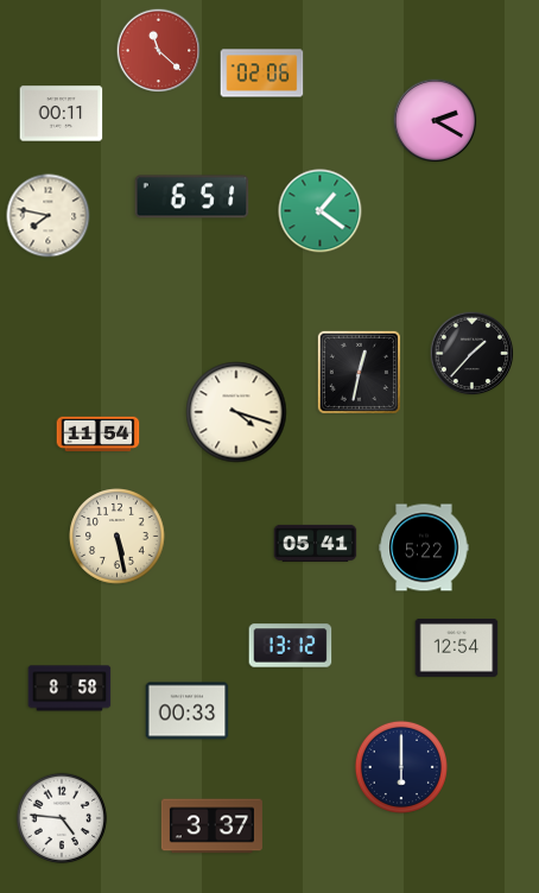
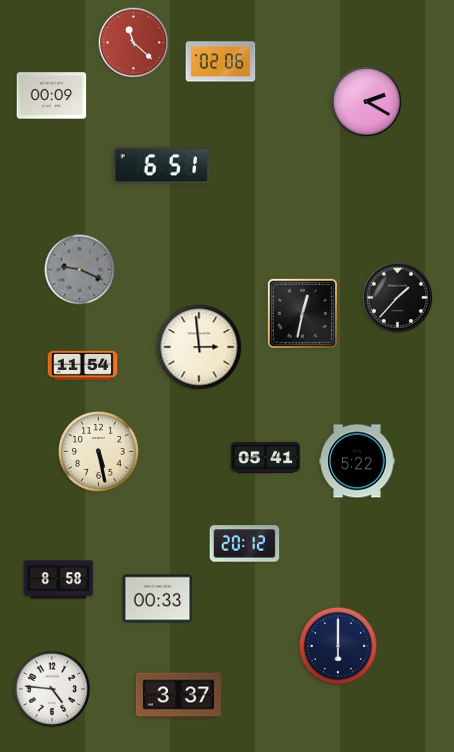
clock at (62, 114): 00:11 -> 00:09
clock at (321, 211): 1:21 -> none
clock at (49, 216): 7:47 -> none
clock at (80, 270): none -> 9:19
clock at (236, 412): 4:18 -> 2:59
clock at (291, 646): 13:12 -> 20:12
clock at (457, 647): 12:54 -> none
